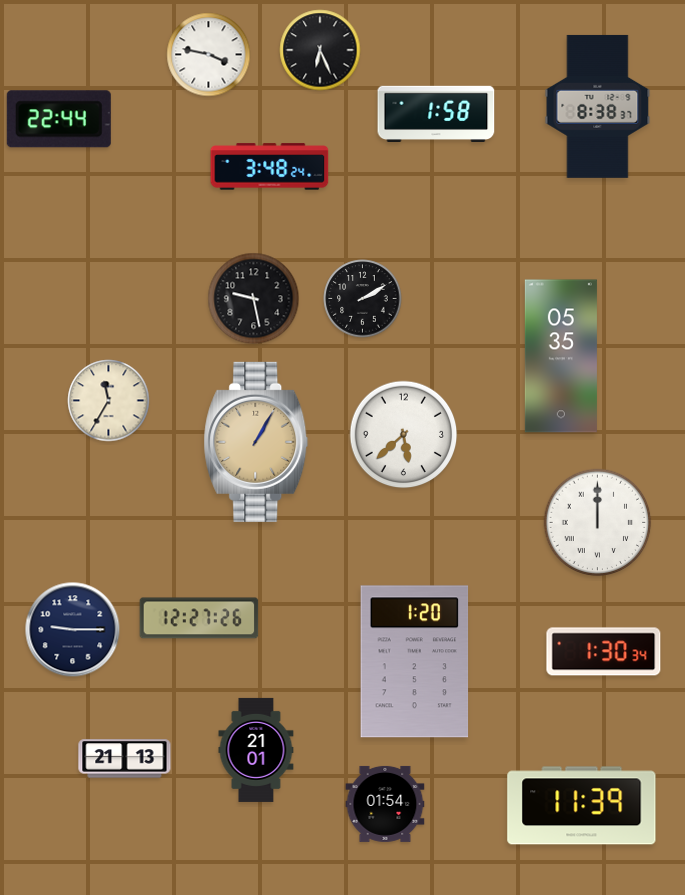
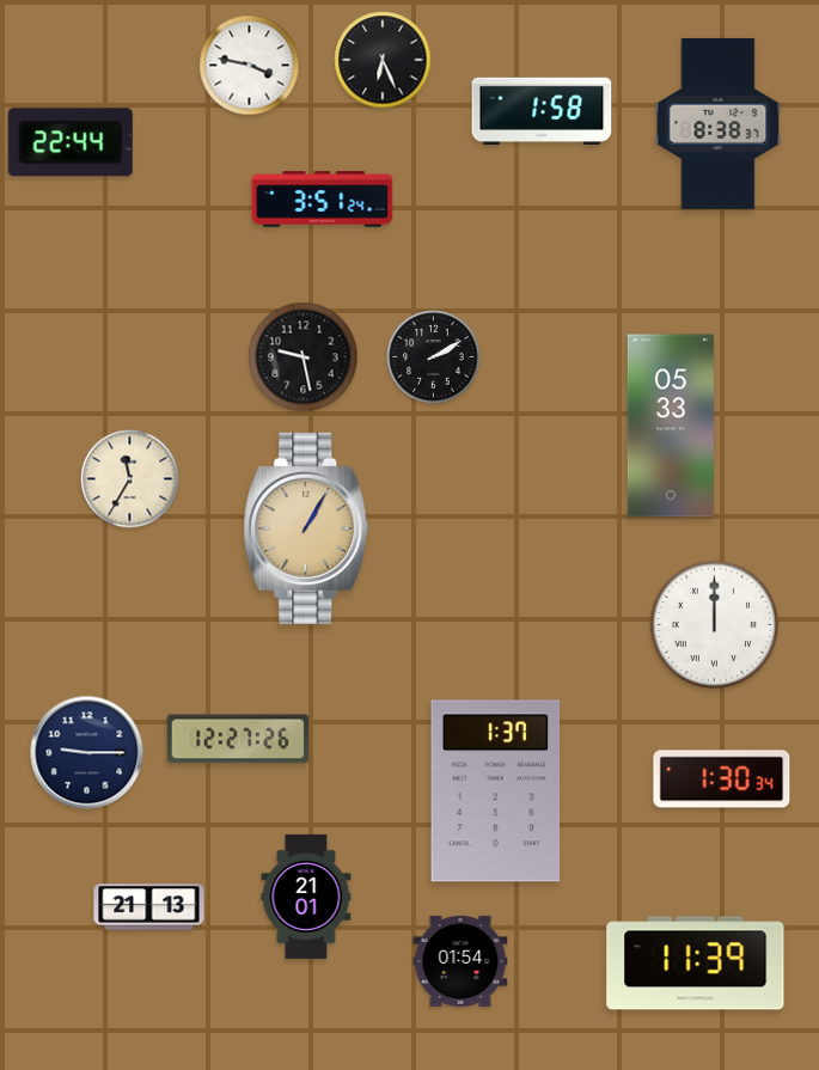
clock at (598, 106) position: (598, 106) -> (719, 123)
clock at (436, 113) position: (436, 113) -> (542, 110)
clock at (270, 167): 3:48 -> 3:51
clock at (561, 356): 05:35 -> 05:33
clock at (404, 435): 5:38 -> none
clock at (415, 662): 1:20 -> 1:37
